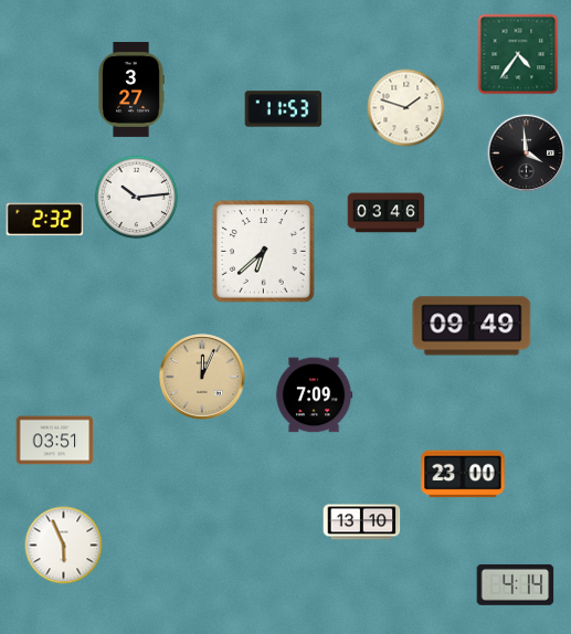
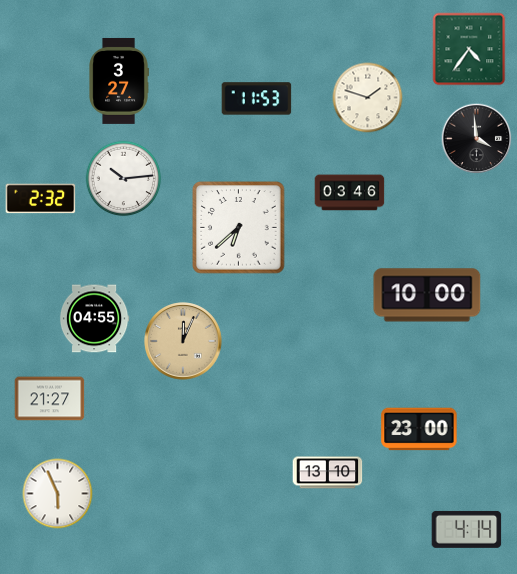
clock at (472, 326): 09:49 -> 10:00
clock at (94, 319): none -> 04:55
clock at (314, 395): 7:09 -> none
clock at (55, 441): 03:51 -> 21:27
